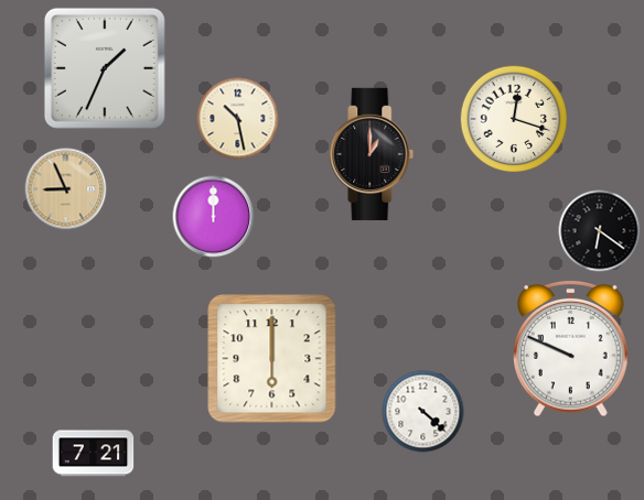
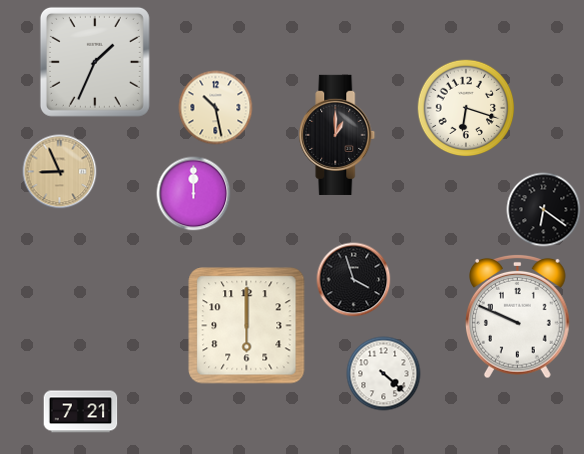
clock at (514, 119): 12:18 -> 6:18
clock at (372, 154) position: (372, 154) -> (337, 135)
clock at (214, 217) position: (214, 217) -> (194, 194)
clock at (354, 280): none -> 3:57
clock at (94, 454) position: (94, 454) -> (81, 412)
